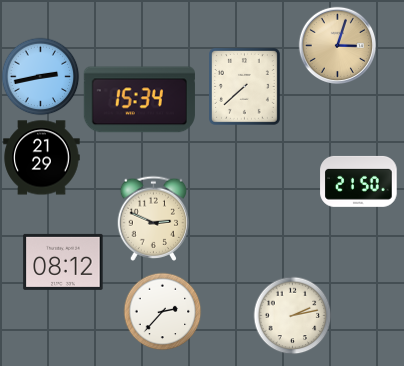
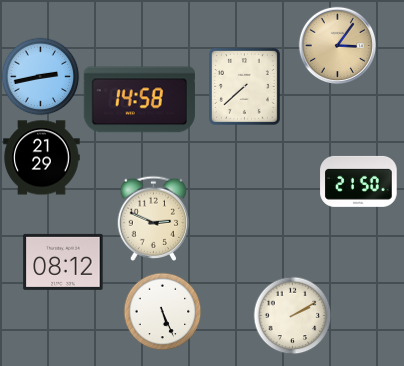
clock at (337, 45): 3:03 -> 3:06
clock at (139, 100): 15:34 -> 14:58
clock at (162, 311): 2:37 -> 5:26
clock at (292, 315): 2:13 -> 2:10
